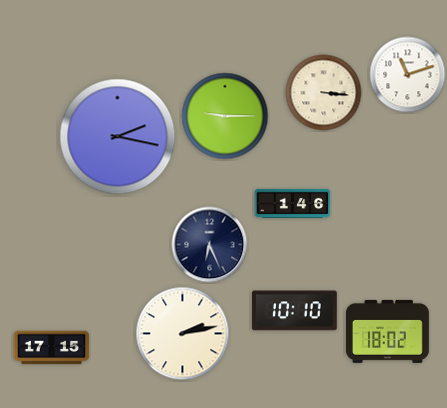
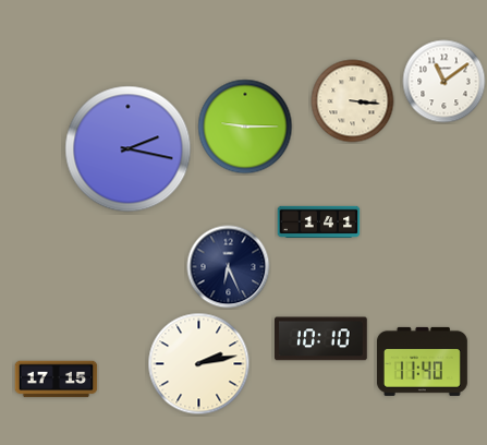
clock at (408, 75): 11:12 -> 11:09
clock at (293, 203): 1:46 -> 1:41
clock at (387, 331): 18:02 -> 11:40
